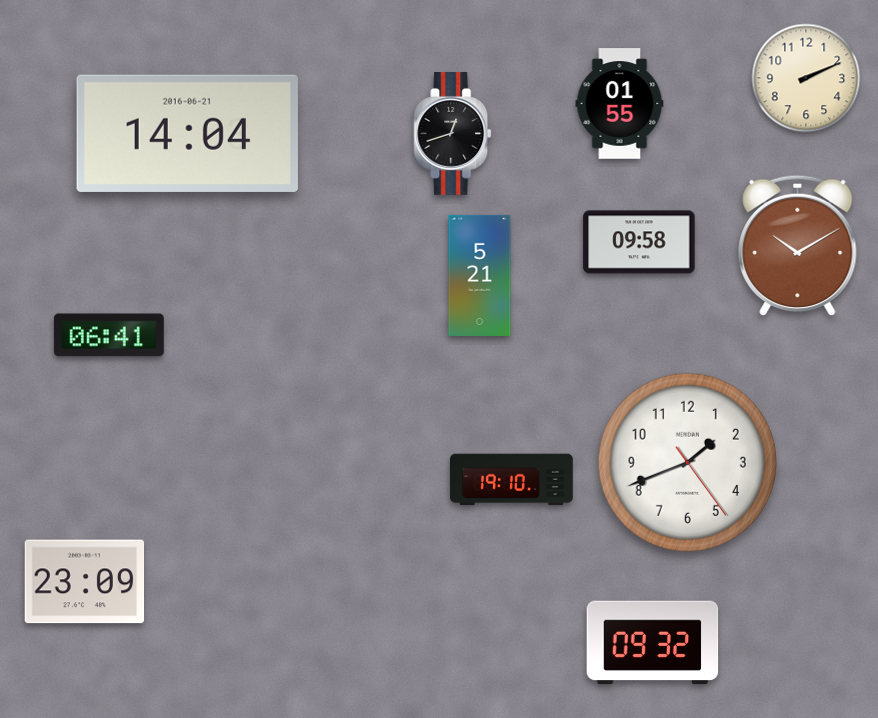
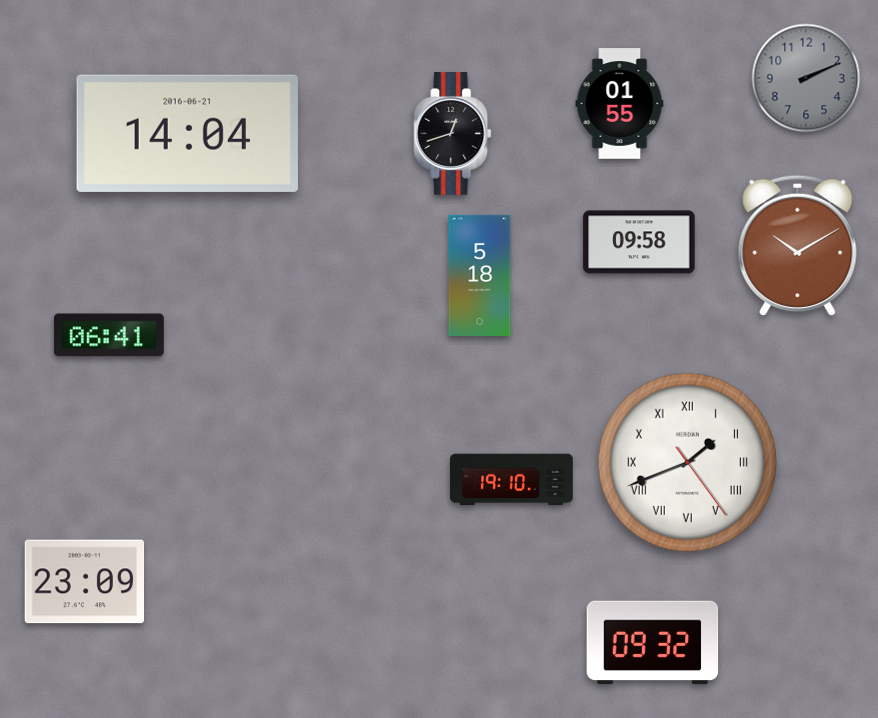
clock at (806, 78) dial: cream -> grey
clock at (480, 275): 5:21 -> 5:18
clock at (687, 462) numerals: Arabic -> Roman
